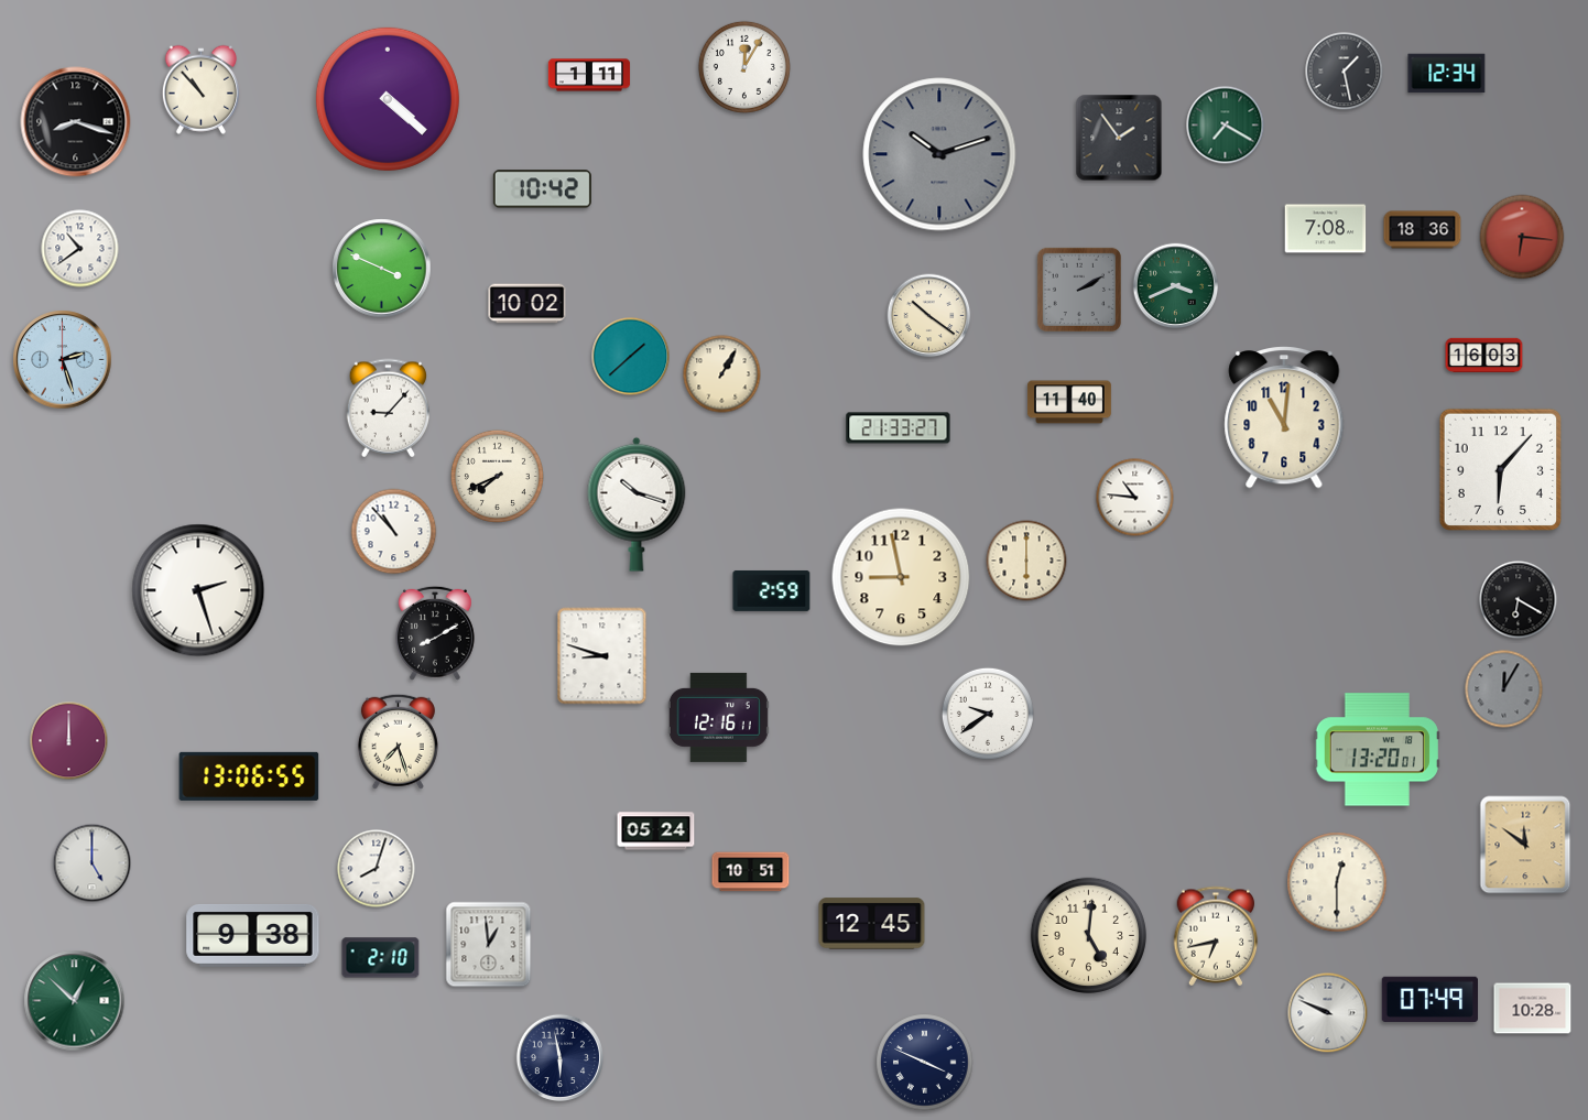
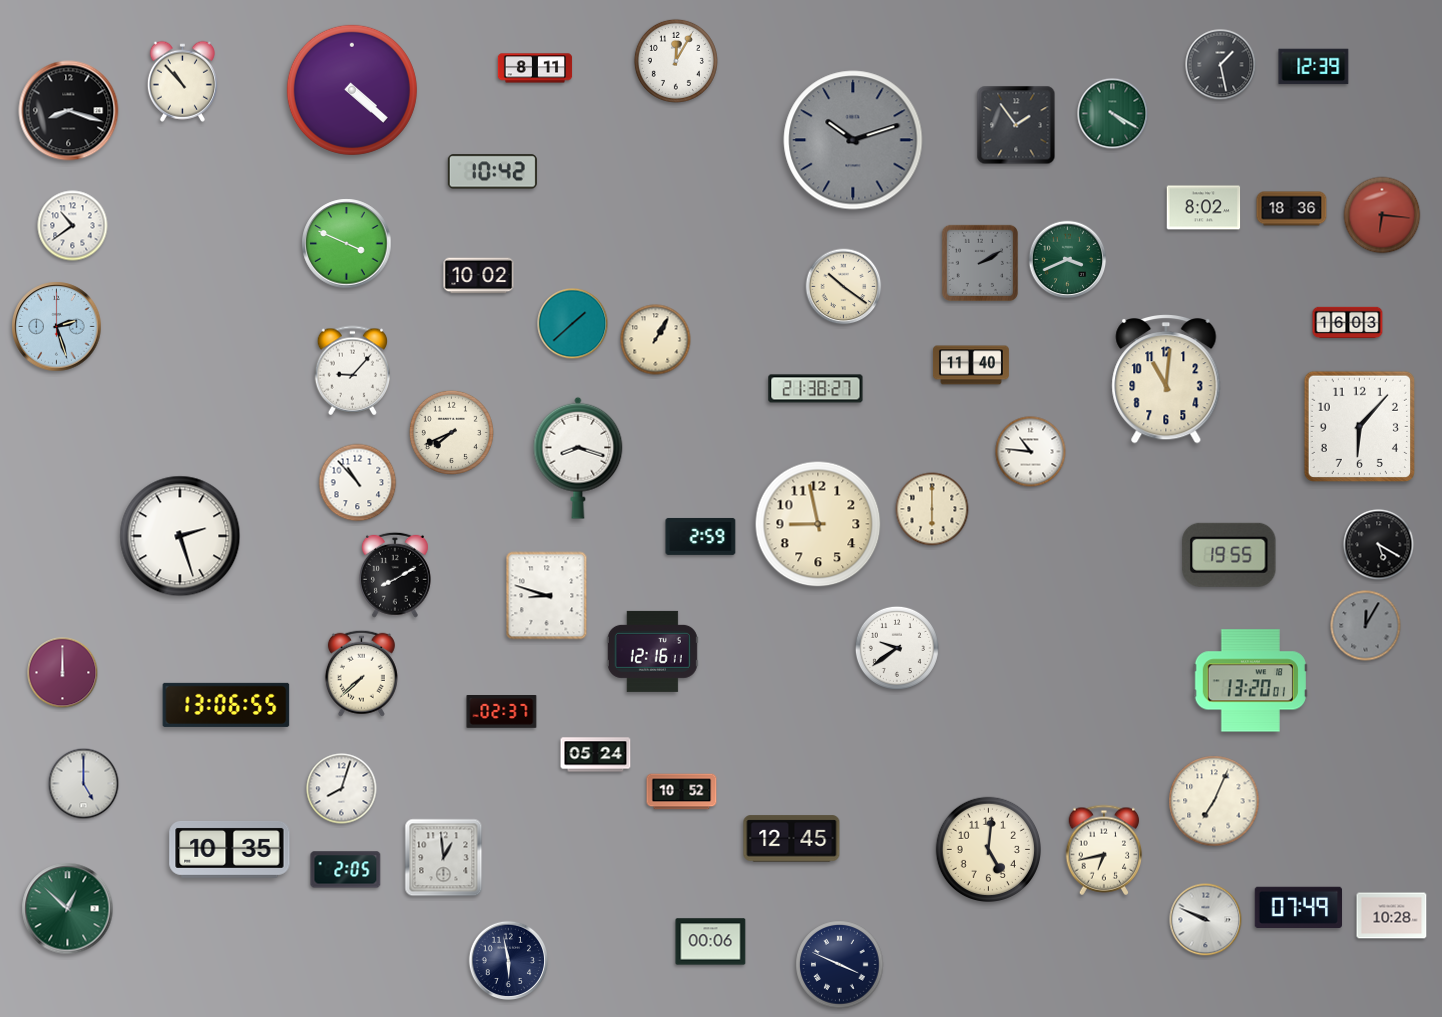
clock at (1447, 74): 12:34 -> 12:39
clock at (589, 75): 1:11 -> 8:11
clock at (1226, 126): 7:20 -> 4:20
clock at (1326, 229): 7:08 -> 8:02
clock at (899, 428): 21:33 -> 21:38
clock at (1500, 469) position: (1500, 469) -> (1359, 426)
clock at (637, 504): 10:18 -> 8:18
clock at (1519, 600): 6:20 -> 5:20
clock at (1229, 555): none -> 19:55
clock at (398, 741): 7:27 -> 7:38
clock at (502, 712): none -> 02:37
clock at (1525, 845): 11:51 -> none
clock at (751, 872): 10:51 -> 10:52
clock at (1337, 882): 12:30 -> 7:04
clock at (253, 935): 9:38 -> 10:35
clock at (381, 958): 2:10 -> 2:05
clock at (711, 942): none -> 00:06
